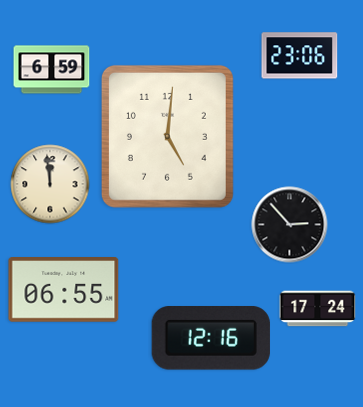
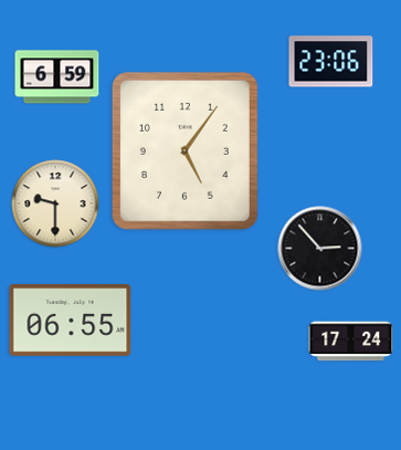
clock at (167, 136): 5:01 -> 5:06
clock at (50, 184): 11:59 -> 9:30
clock at (211, 339): 12:16 -> none
